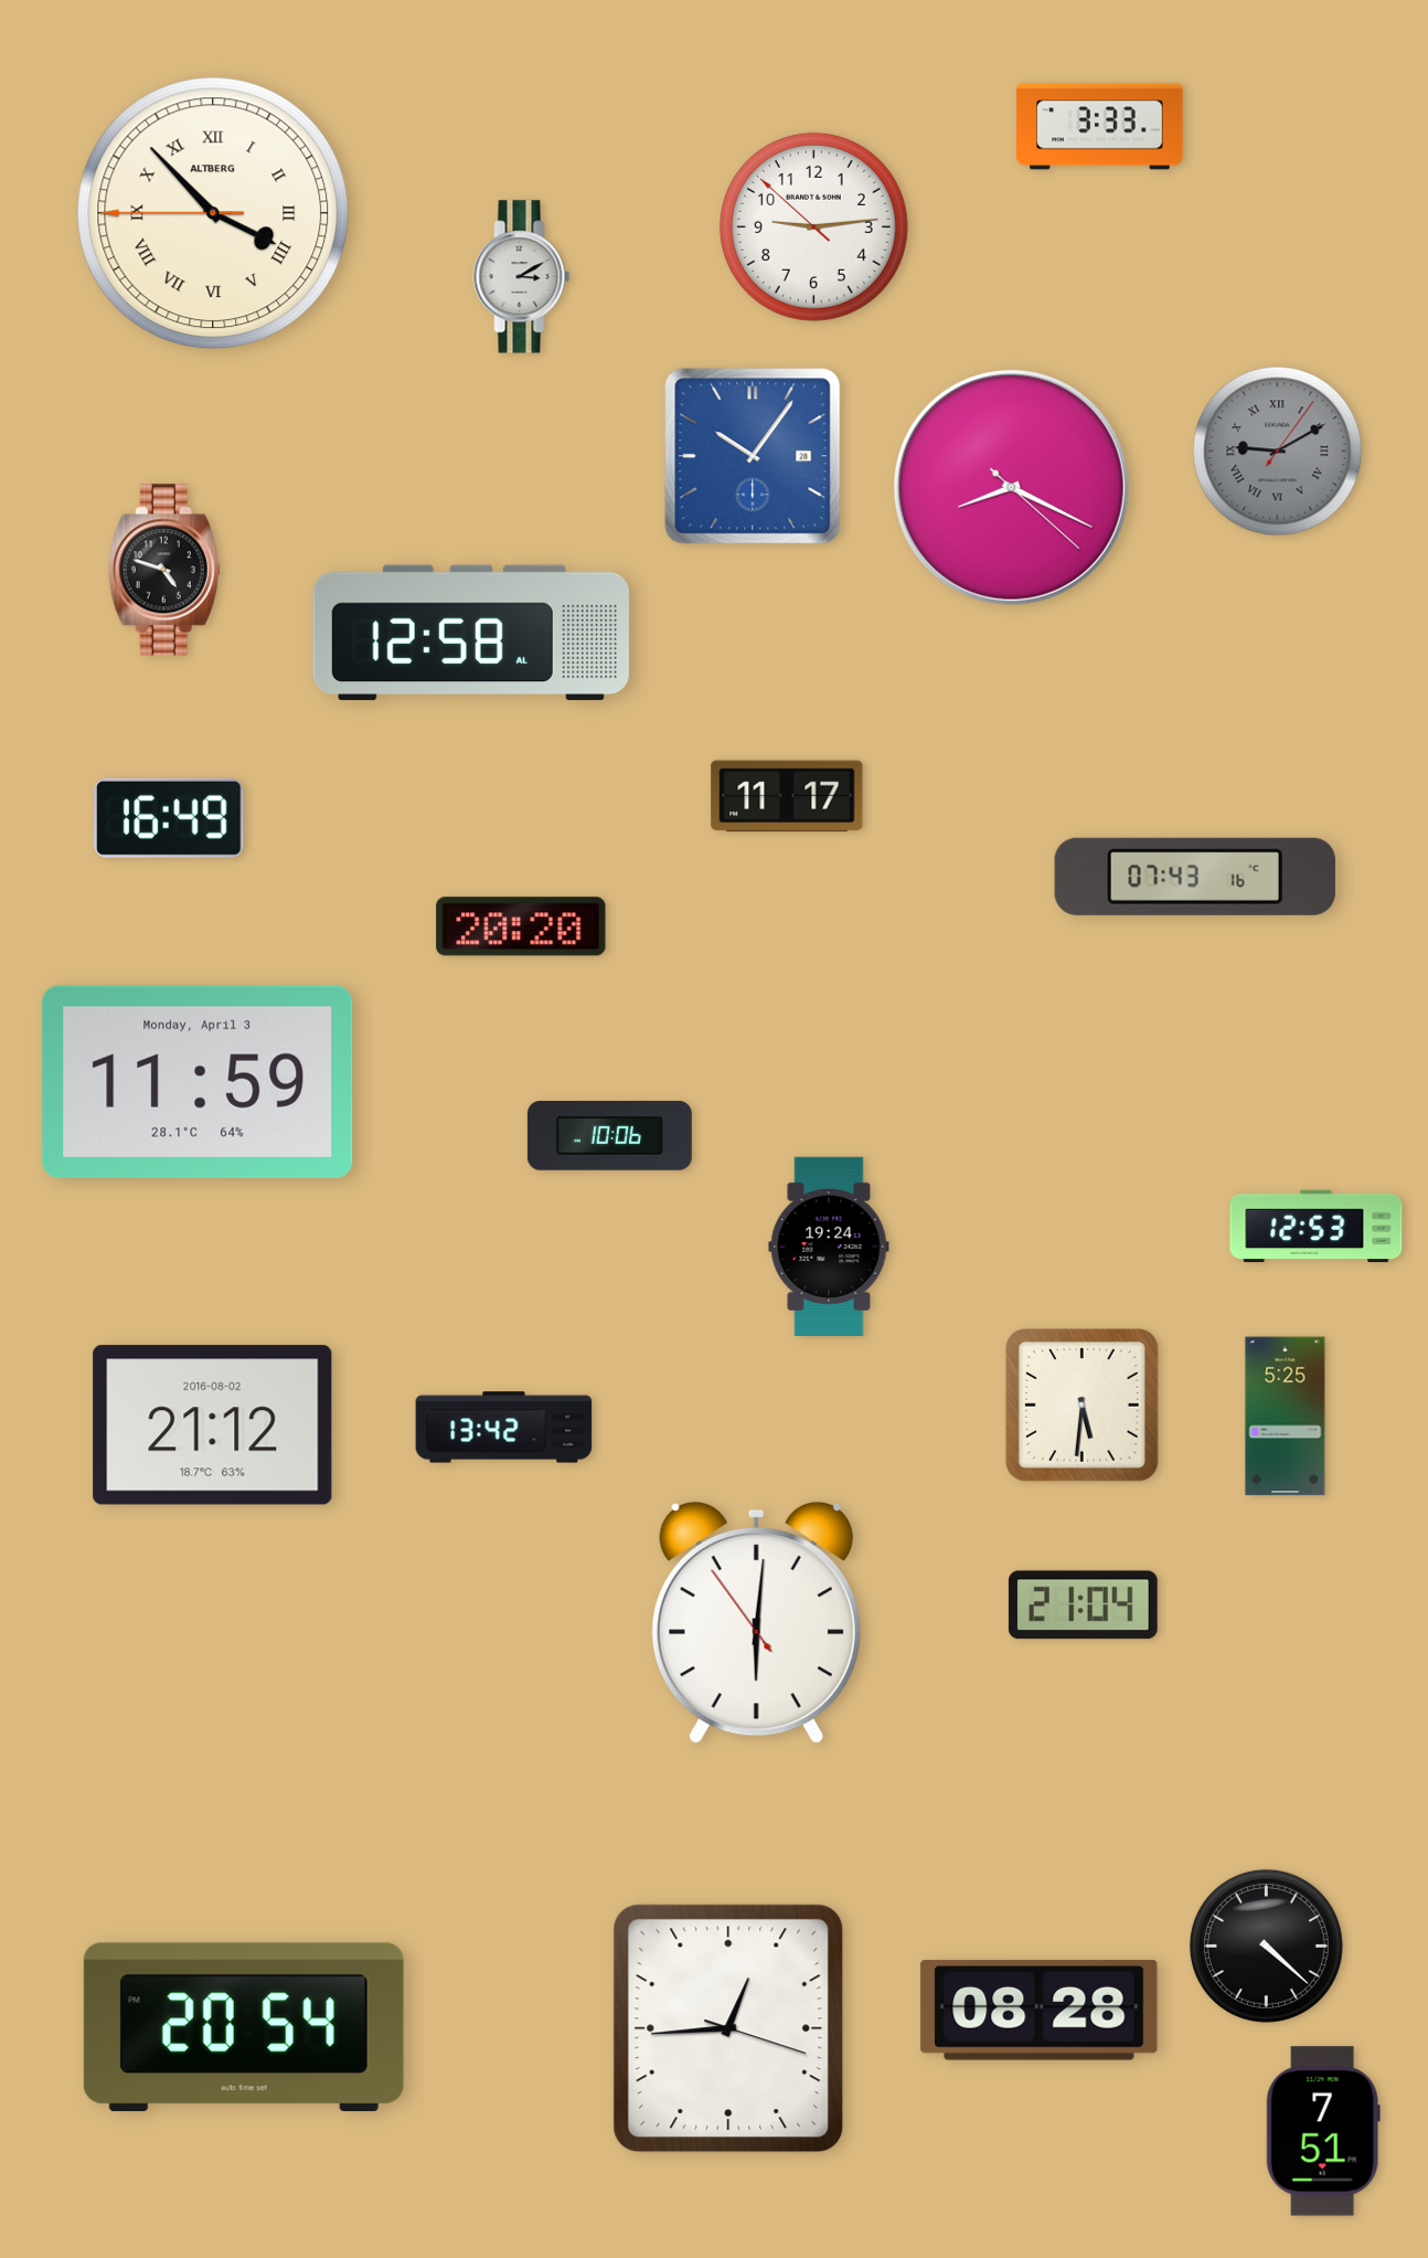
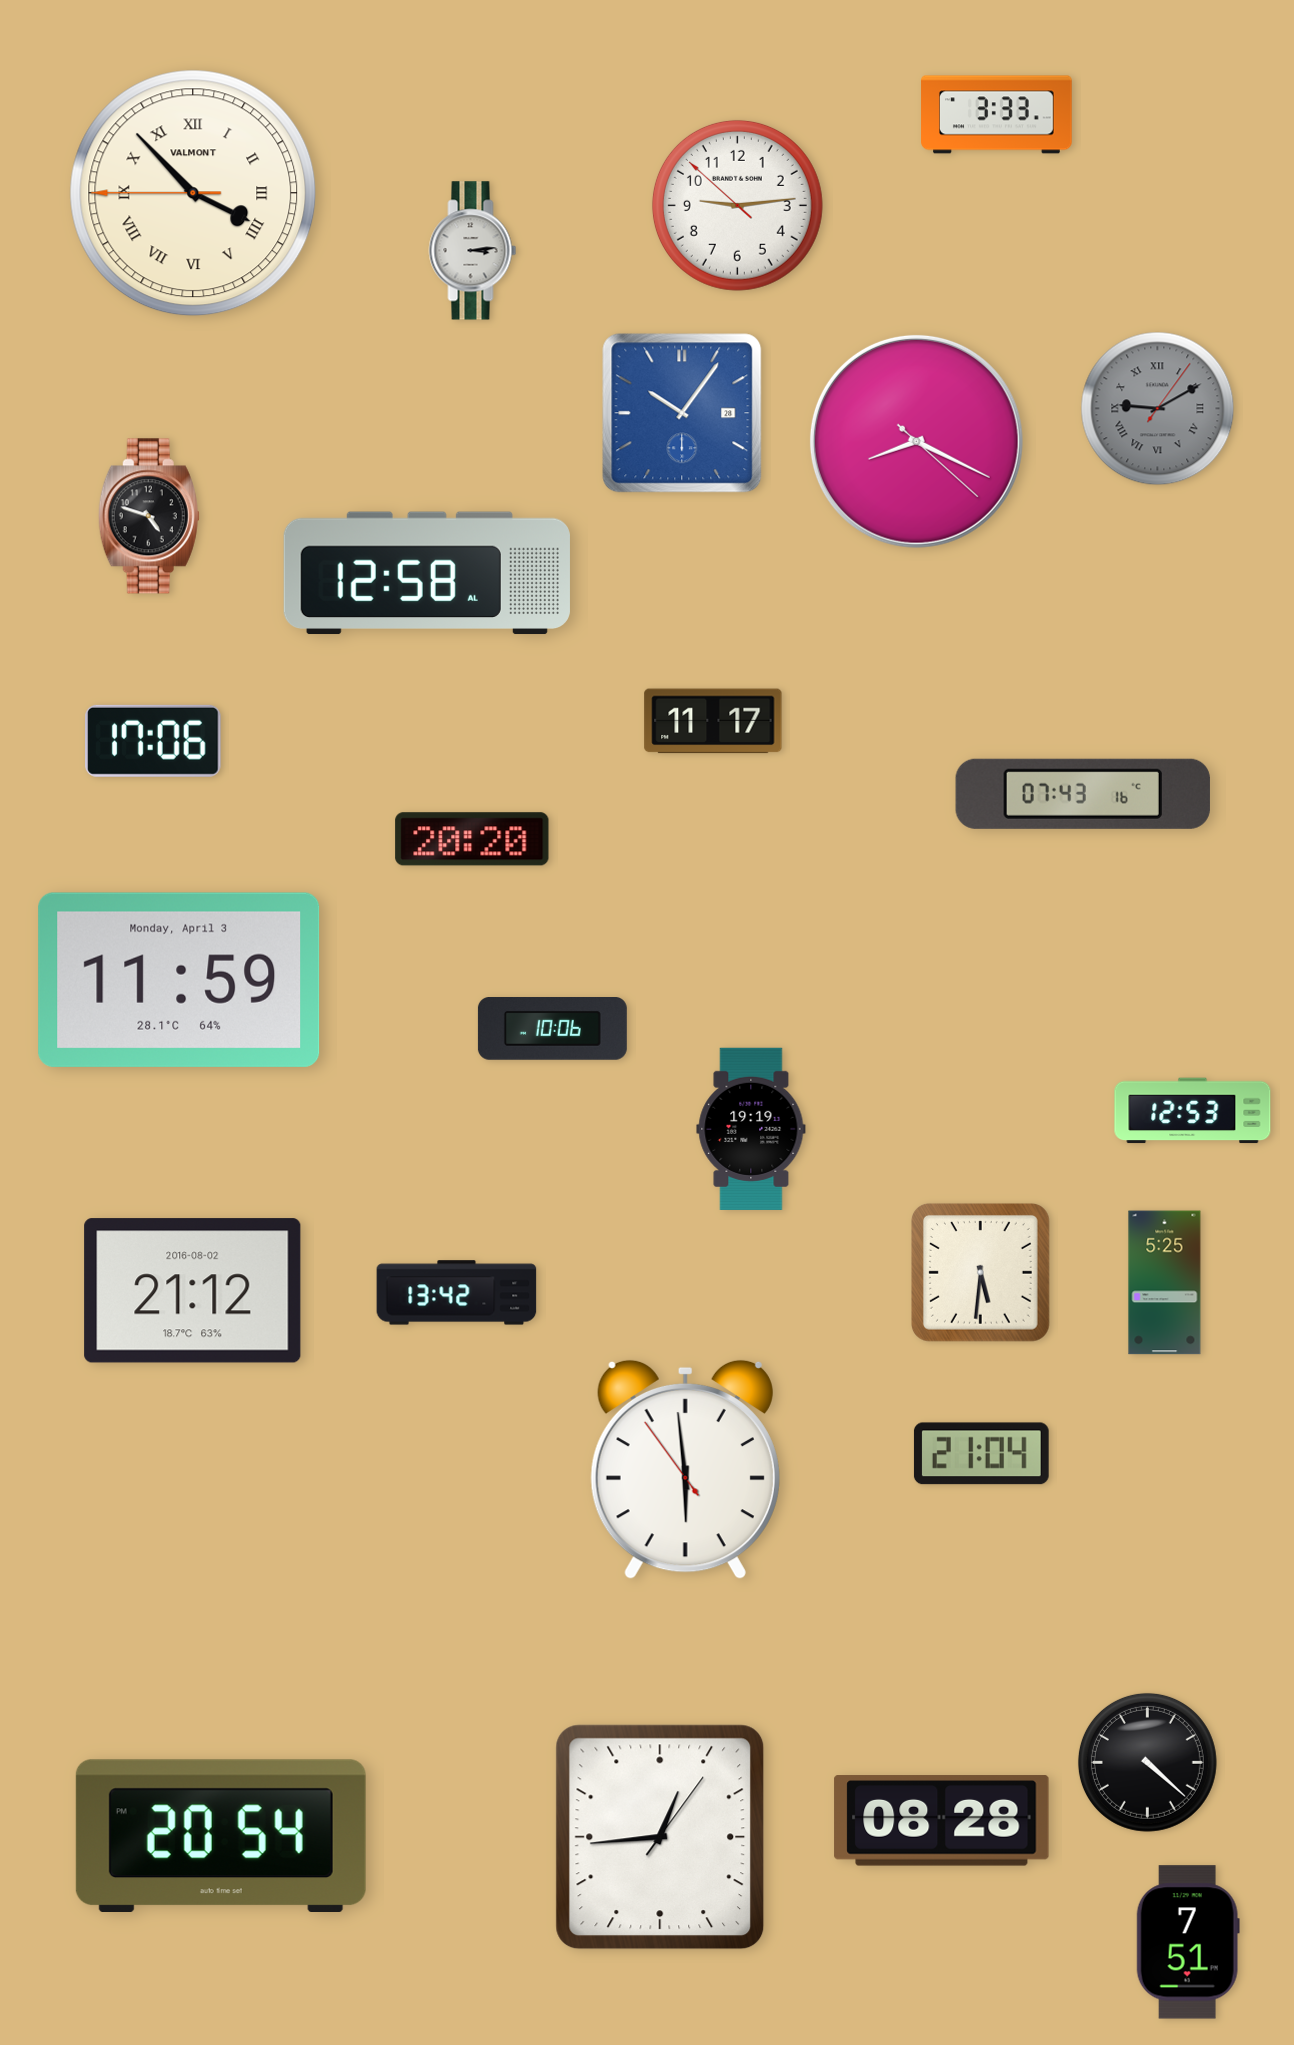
clock at (213, 213) brand: ALTBERG -> VALMONT
clock at (522, 277): 3:10 -> 3:14
clock at (170, 818): 16:49 -> 17:06
clock at (829, 1247): 19:24 -> 19:19
clock at (756, 1622): 6:00 -> 5:58
clock at (728, 2028): 12:44:18 -> 12:44:06
clock at (1323, 2131) position: (1323, 2131) -> (1188, 1942)
